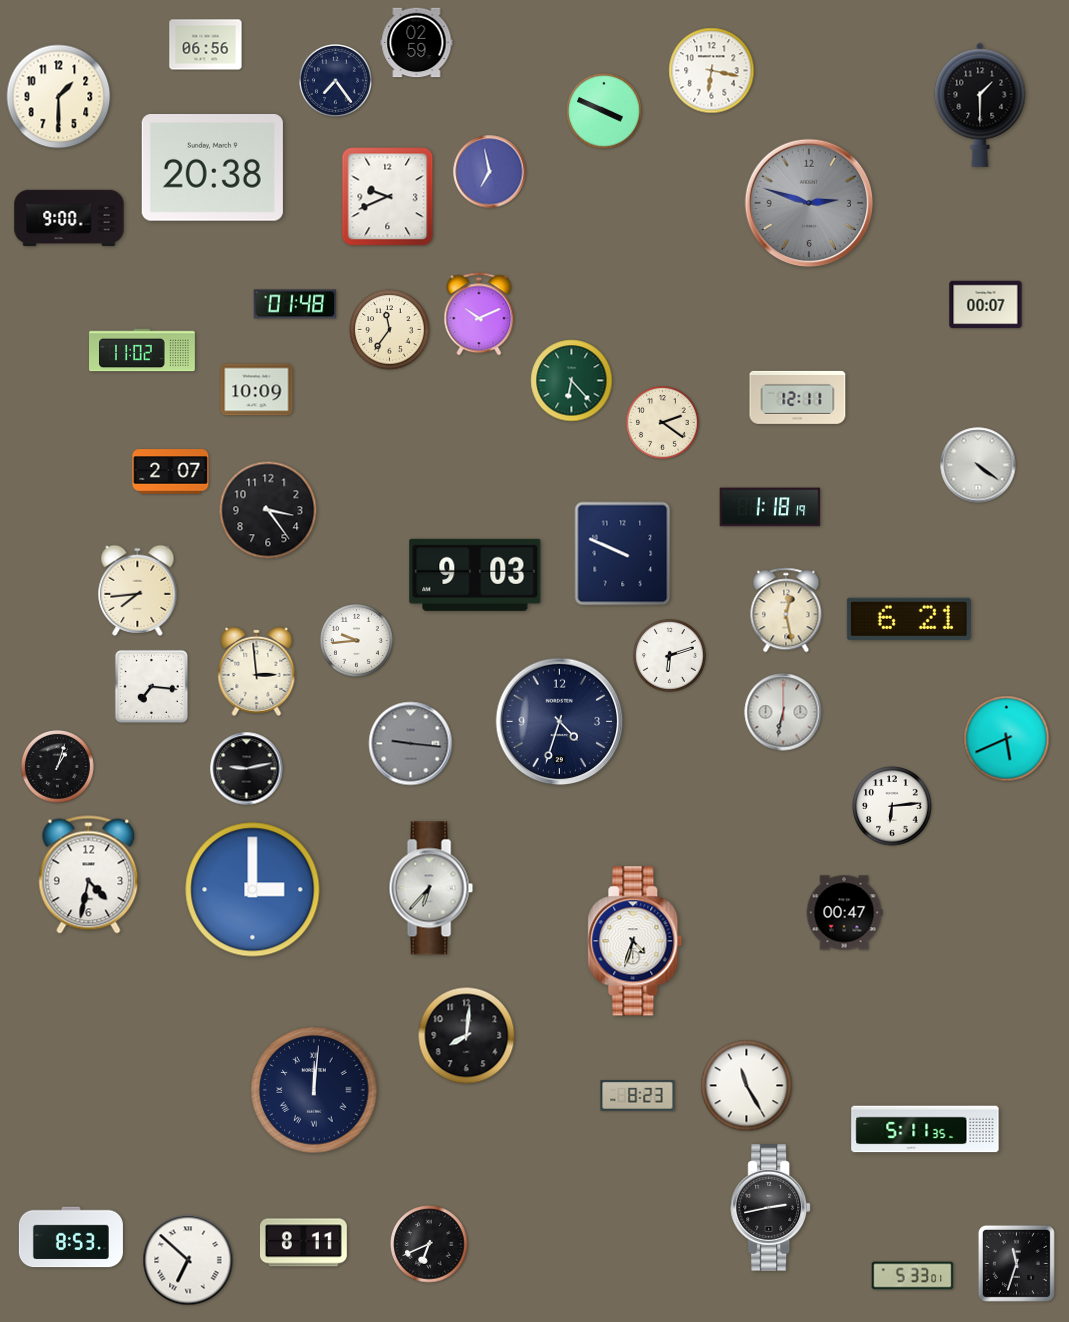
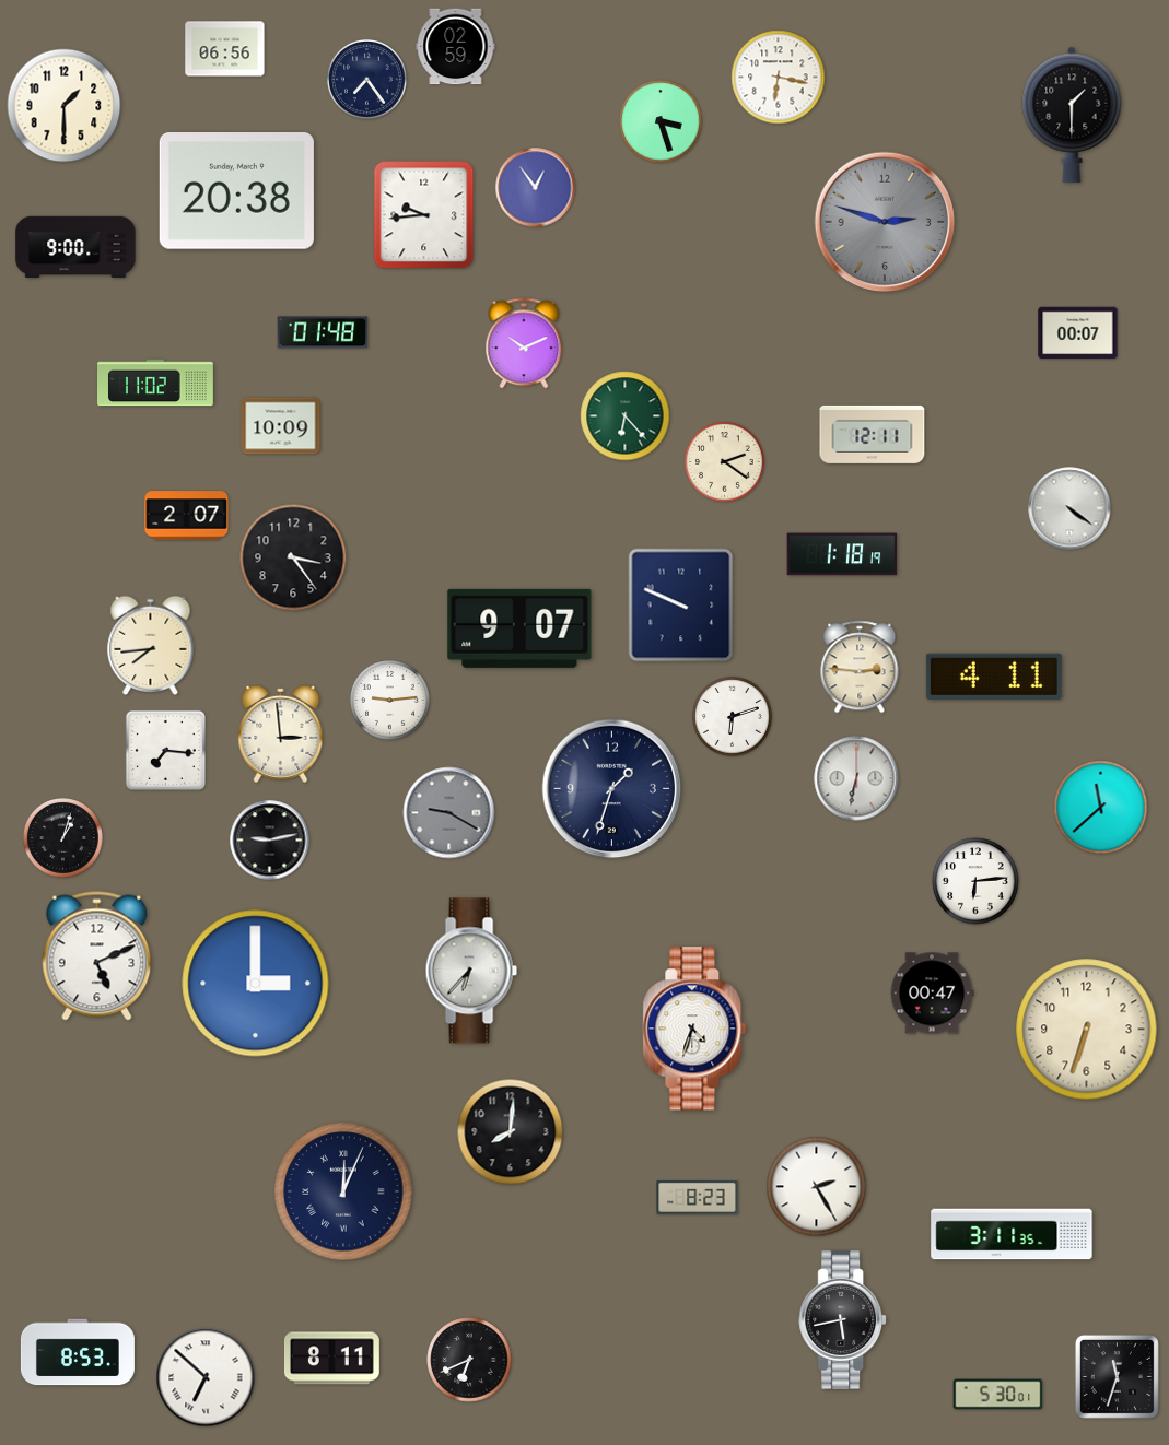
clock at (336, 81) position: (336, 81) -> (367, 80)
clock at (604, 111): 3:49 -> 3:27
clock at (212, 168) position: (212, 168) -> (236, 191)
clock at (490, 172): 6:58 -> 12:54
clock at (388, 197): 9:41 -> 9:44
clock at (69, 218) position: (69, 218) -> (75, 247)
clock at (390, 330): 11:36 -> none
clock at (475, 575): 9:03 -> 9:07
clock at (786, 610): 12:28 -> 2:46
clock at (909, 619): 6:21 -> 4:11
clock at (357, 641): 9:44 -> 9:14
clock at (560, 722): 4:33 -> 1:33
clock at (1007, 739): 5:41 -> 11:38
clock at (411, 744): 9:16 -> 9:20
clock at (89, 875): 4:32 -> 5:11
clock at (253, 890) position: (253, 890) -> (256, 984)
clock at (844, 913) position: (844, 913) -> (932, 994)
clock at (1087, 1030): none -> 6:33
clock at (747, 1086): 11:25 -> 2:25
clock at (314, 1090): 12:01 -> 12:04
clock at (925, 1129): 5:11 -> 3:11
clock at (771, 1208): 2:43 -> 5:43
clock at (1016, 1263) position: (1016, 1263) -> (1117, 1376)
clock at (913, 1276): 5:33 -> 5:30
